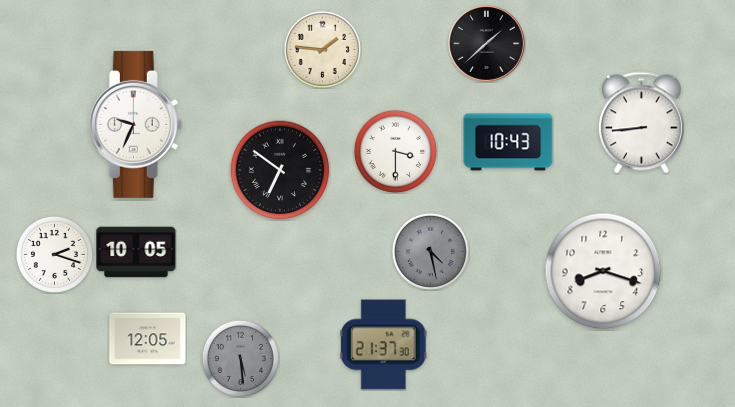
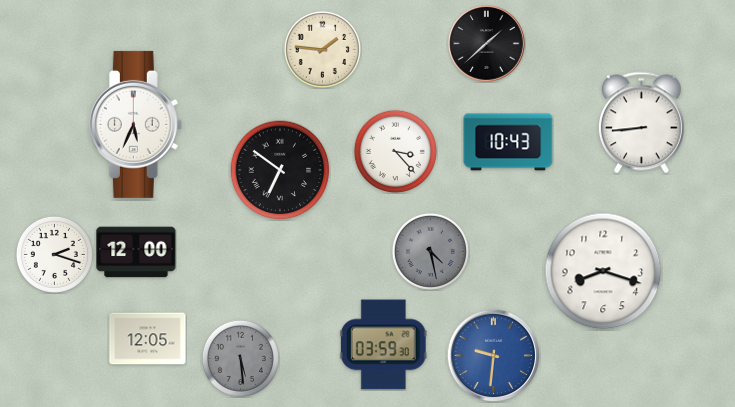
clock at (135, 124): 9:34 -> 5:34
clock at (395, 151): 3:30 -> 3:23
clock at (136, 252): 10:05 -> 12:00
clock at (383, 345): 21:37 -> 03:59
clock at (493, 355): none -> 9:31
